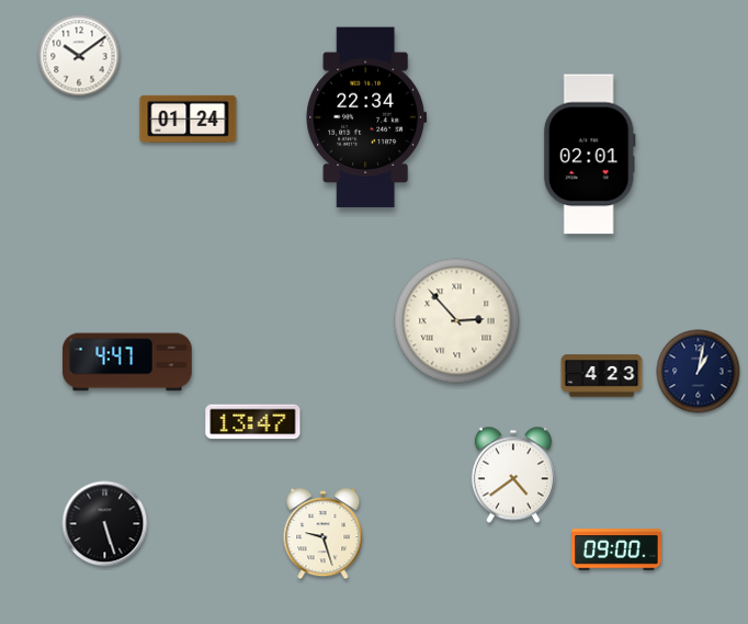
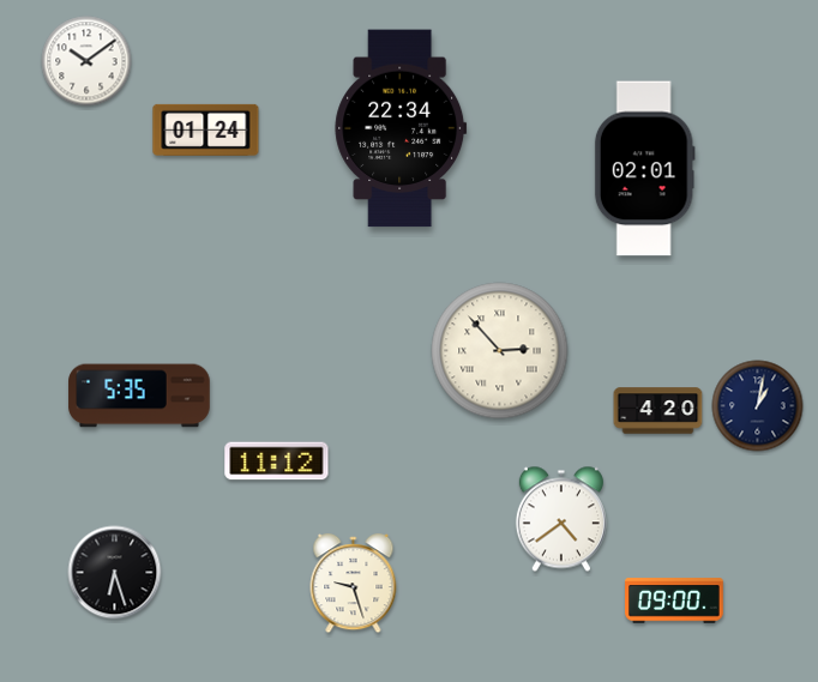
clock at (127, 362): 4:47 -> 5:35
clock at (699, 372) position: (699, 372) -> (758, 406)
clock at (602, 376): 4:23 -> 4:20
clock at (253, 422): 13:47 -> 11:12
clock at (105, 524): 5:27 -> 6:27
